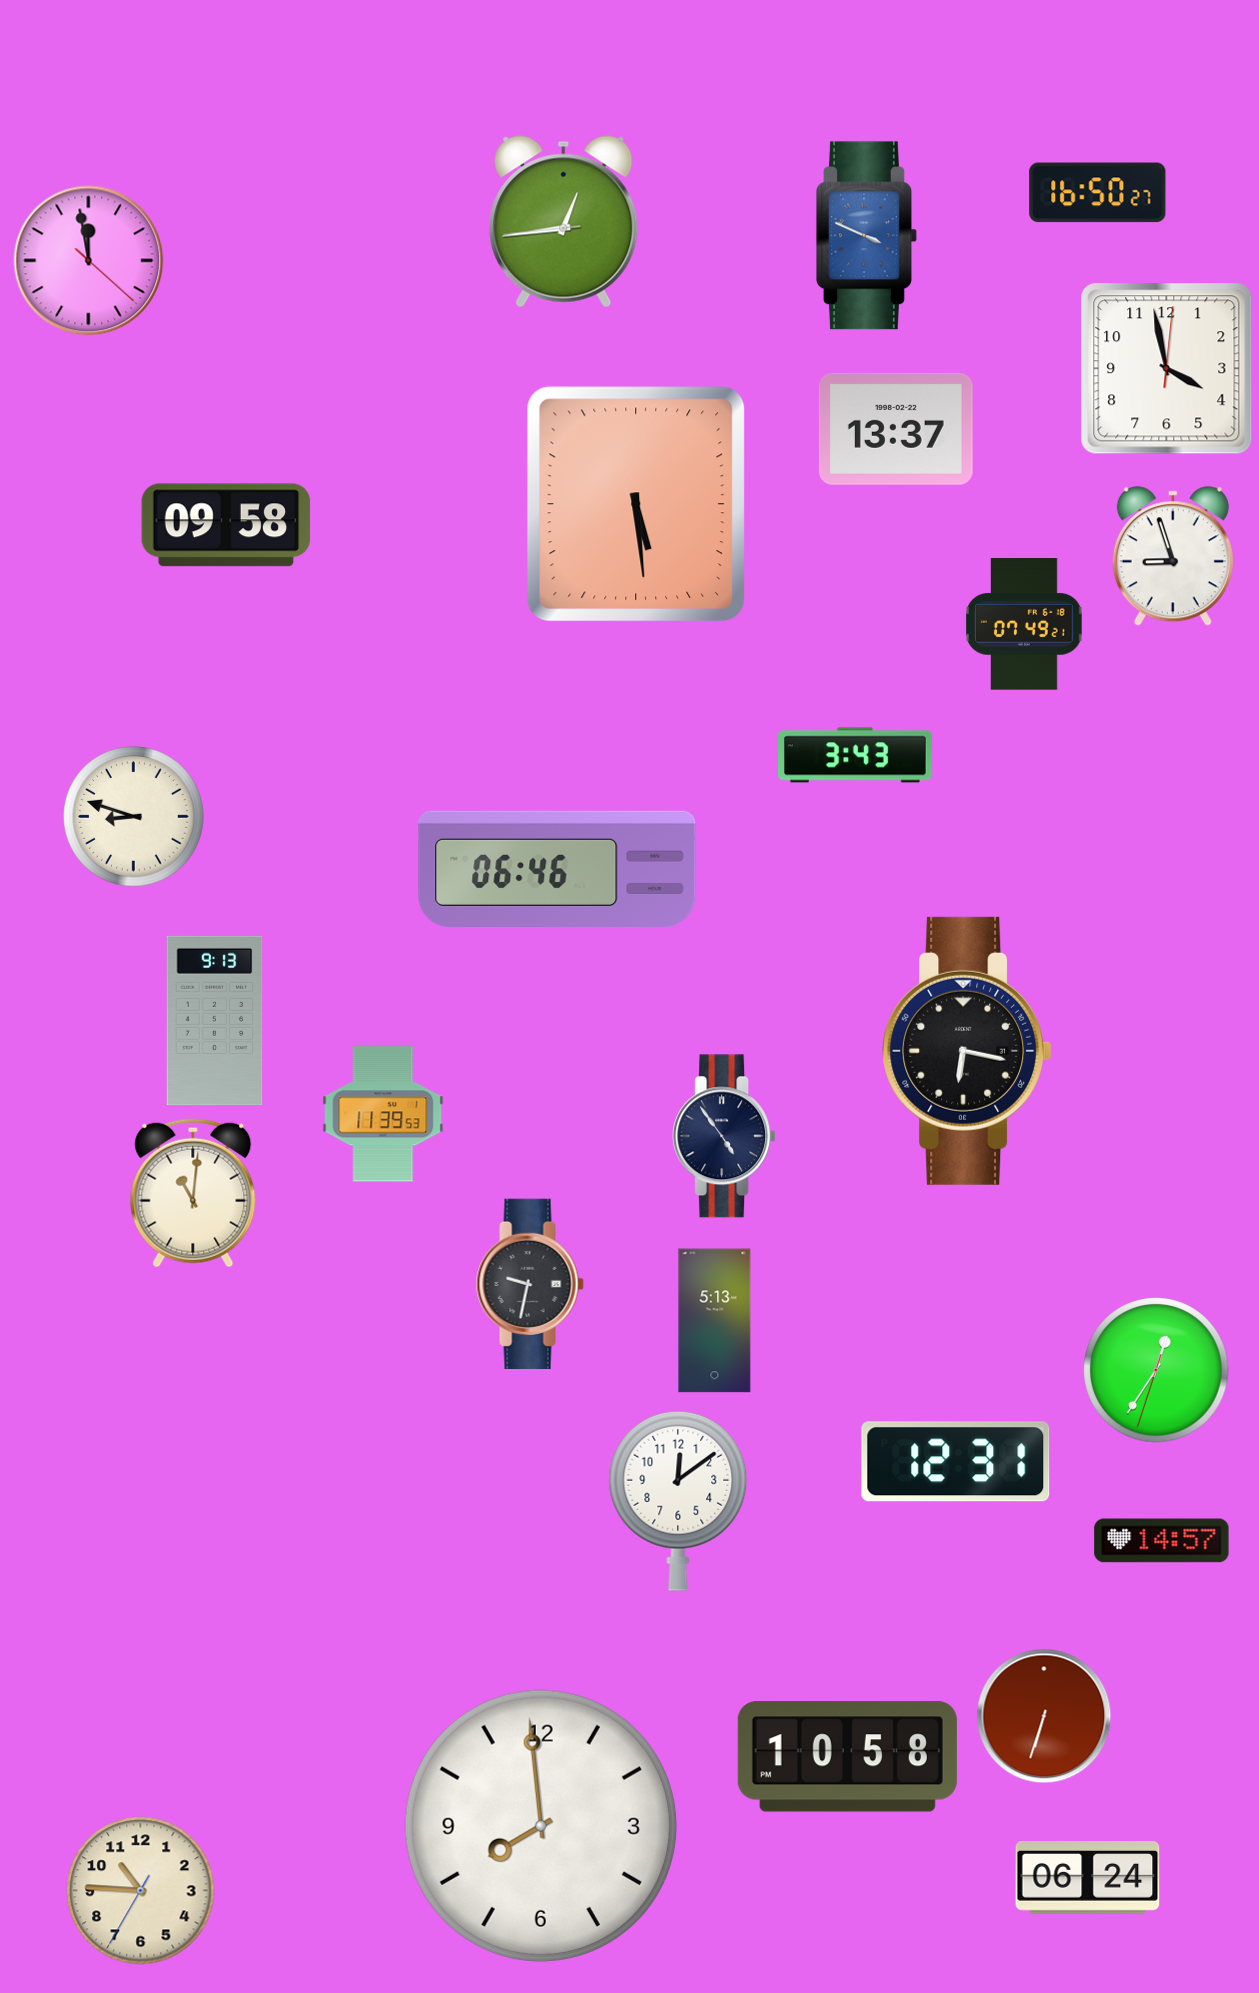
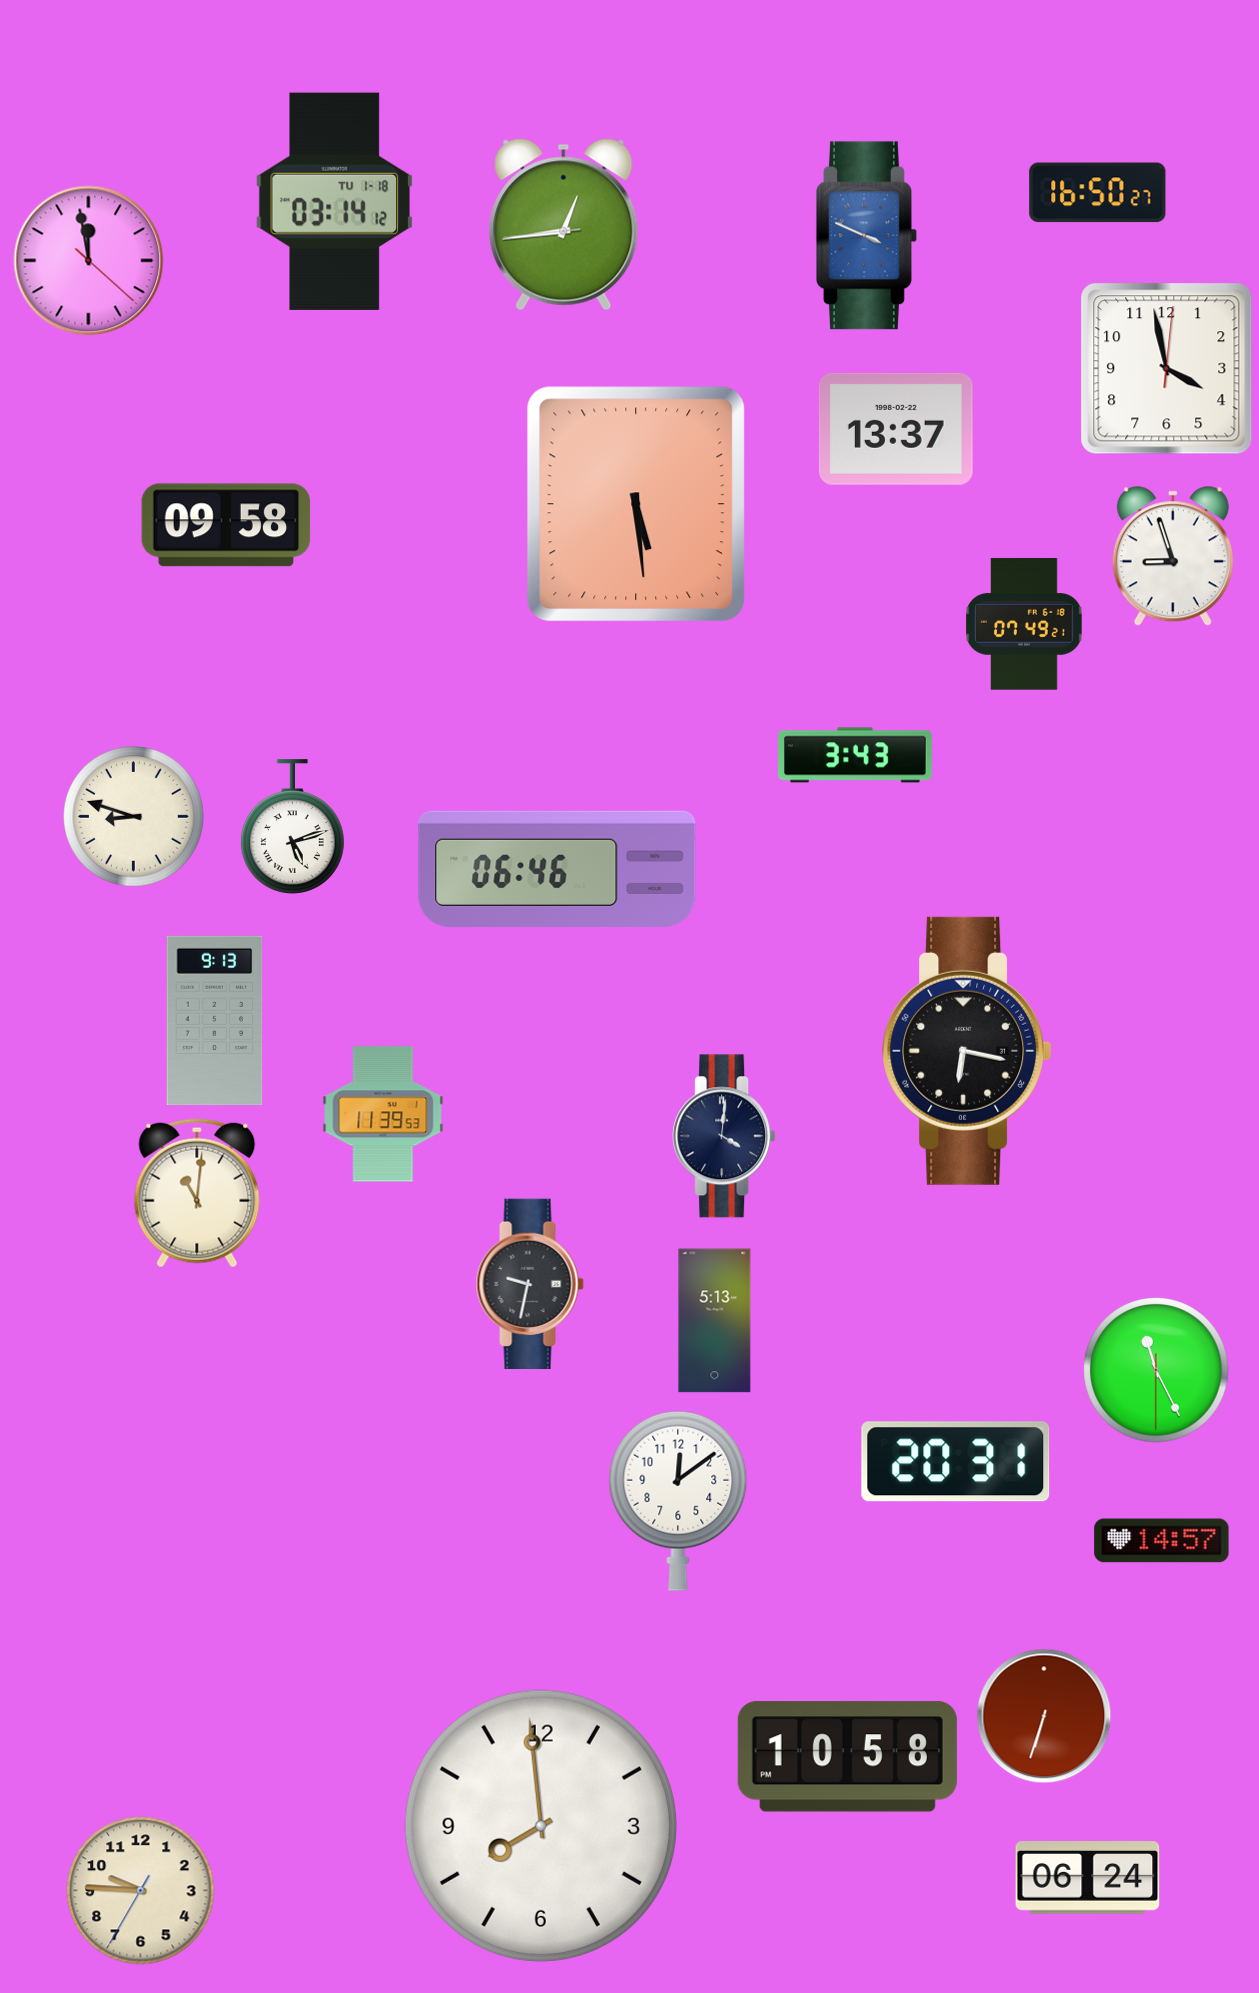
clock at (334, 201): none -> 03:14
clock at (564, 222) position: (564, 222) -> (564, 225)
clock at (292, 827): none -> 5:12
clock at (724, 1136): 4:54 -> 4:01
clock at (193, 1193) position: (193, 1193) -> (197, 1193)
clock at (1156, 1370): 12:35 -> 11:25
clock at (956, 1462): 12:31 -> 20:31
clock at (141, 1891): 10:45 -> 9:45
